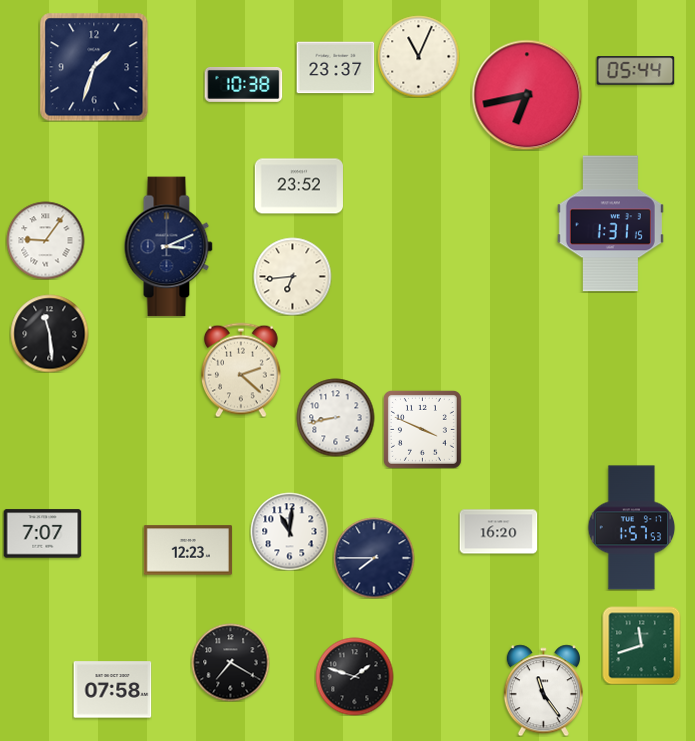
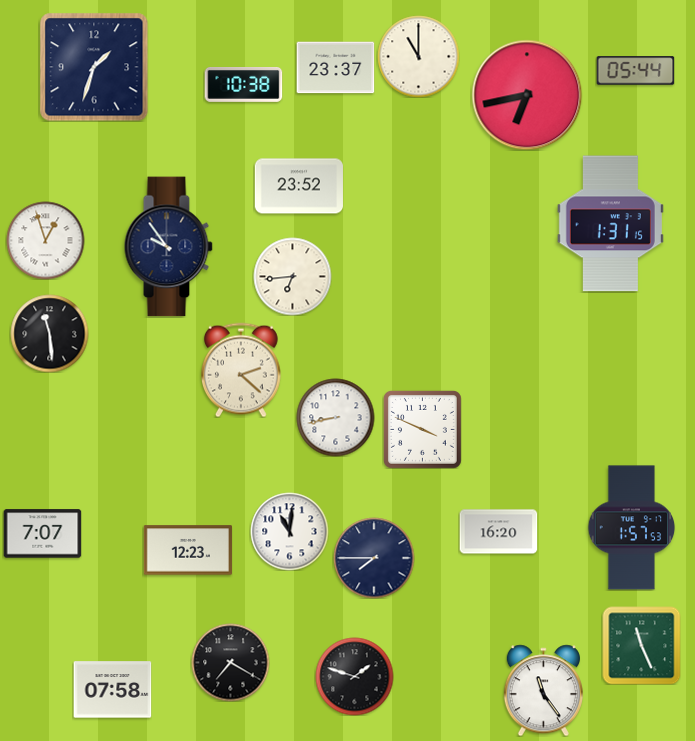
clock at (418, 56): 11:04 -> 11:00
clock at (45, 240): 9:06 -> 12:57
clock at (168, 247): 3:11 -> 9:54
clock at (641, 645): 11:42 -> 11:26
